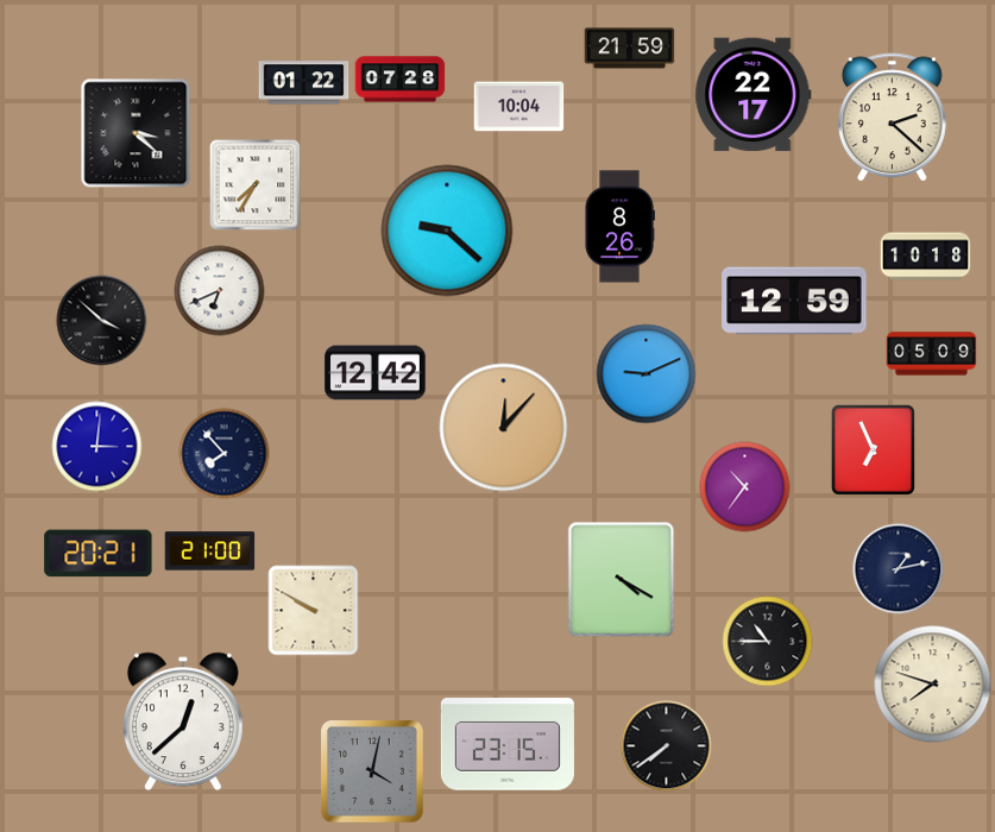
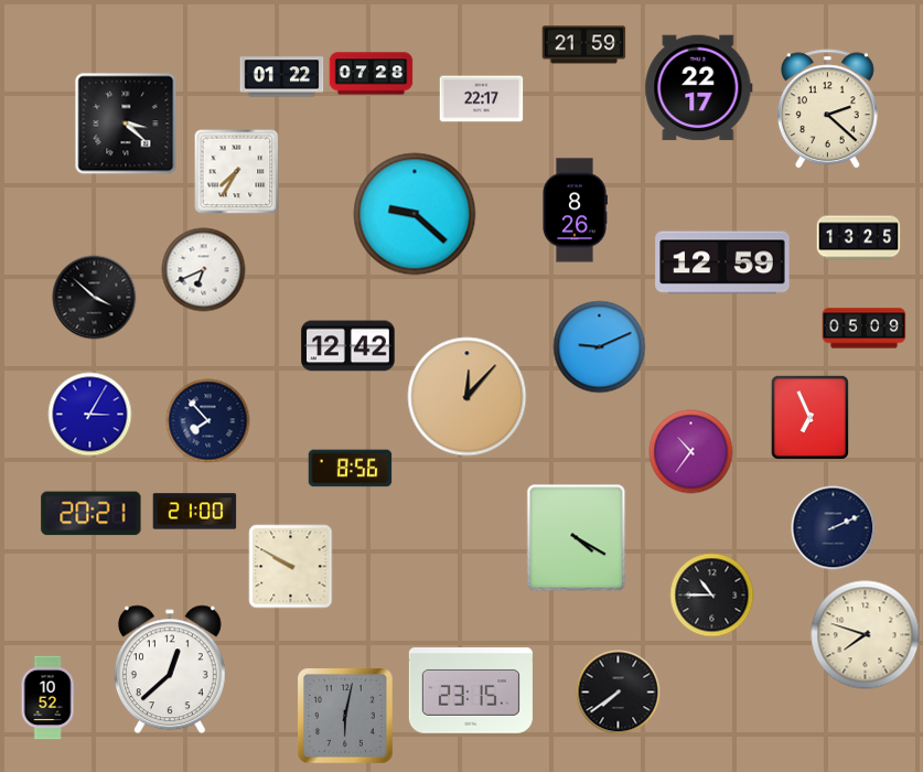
clock at (519, 107): 10:04 -> 22:17
clock at (926, 257): 10:18 -> 13:25
clock at (794, 301) position: (794, 301) -> (722, 262)
clock at (97, 447): 3:01 -> 3:05
clock at (351, 469): none -> 8:56
clock at (899, 569): 1:13 -> 2:11
clock at (47, 698): none -> 10:52
clock at (373, 773): 4:02 -> 6:02
